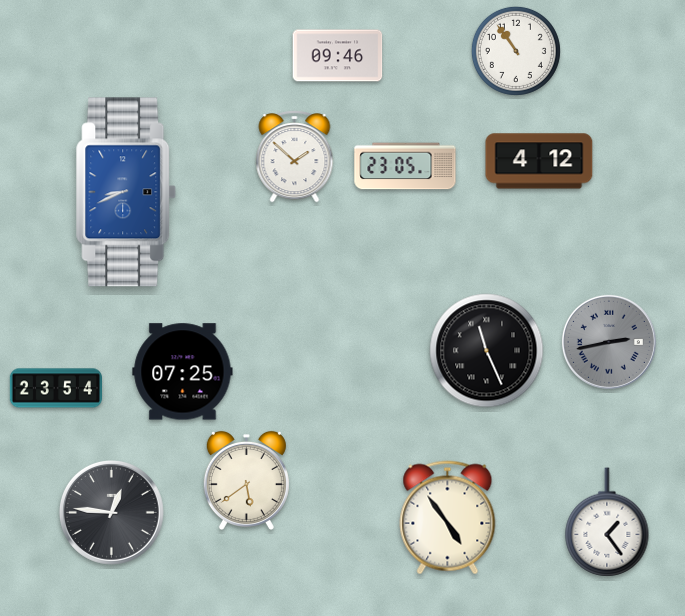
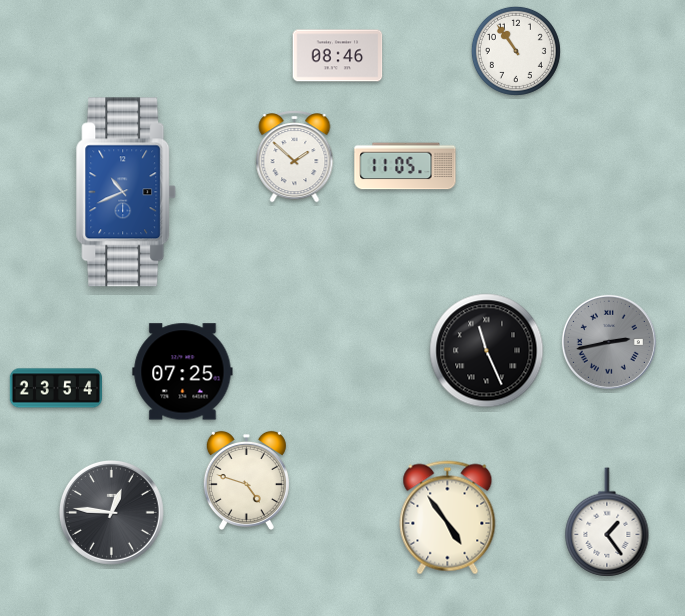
clock at (338, 56): 09:46 -> 08:46
clock at (539, 161): 4:12 -> none
clock at (405, 166): 23:05 -> 11:05
clock at (126, 192): 8:41 -> 10:41
clock at (246, 480): 5:39 -> 4:48
